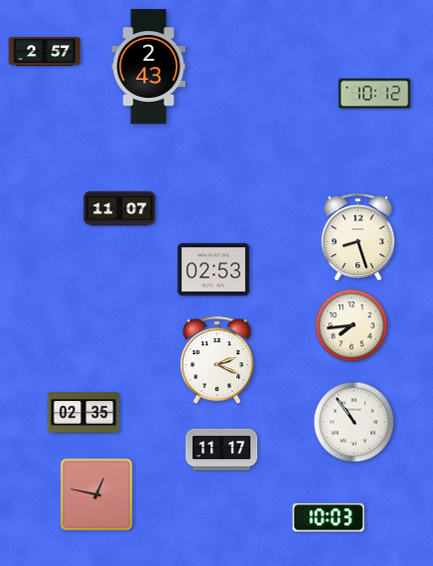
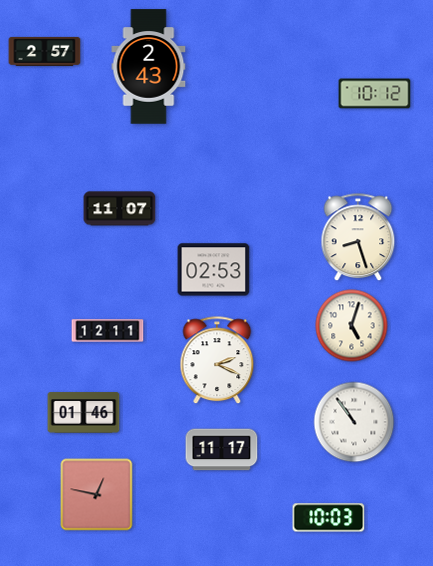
clock at (352, 326): 7:44 -> 5:03
clock at (108, 331): none -> 12:11
clock at (84, 413): 02:35 -> 01:46
